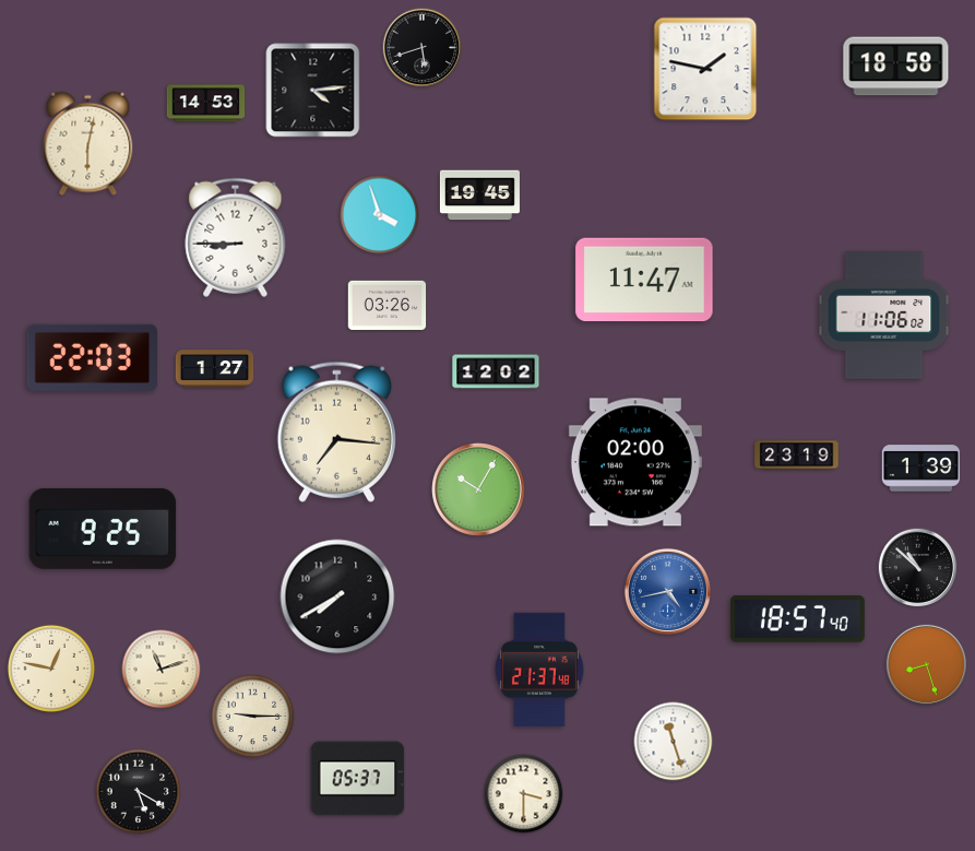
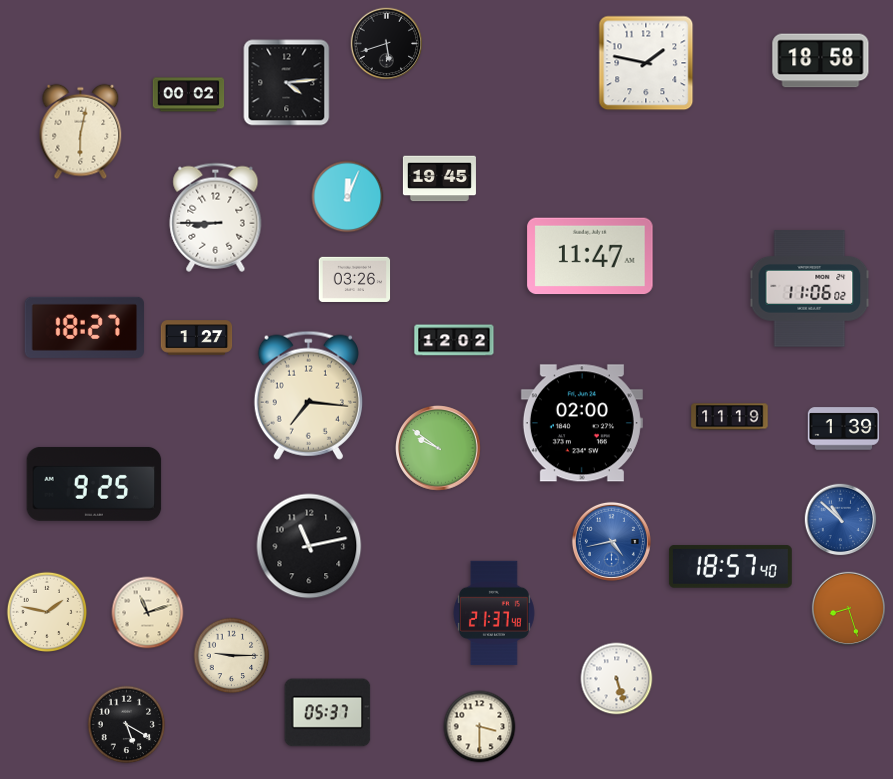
clock at (206, 104): 14:53 -> 00:02
clock at (380, 215): 3:57 -> 12:04
clock at (93, 357): 22:03 -> 18:27
clock at (797, 456): 23:19 -> 11:19
clock at (478, 489): 10:05 -> 9:51
clock at (918, 568) dial: black -> blue
clock at (337, 596): 7:40 -> 11:13
clock at (50, 667): 12:47 -> 1:47
clock at (674, 742): 11:27 -> 5:27
